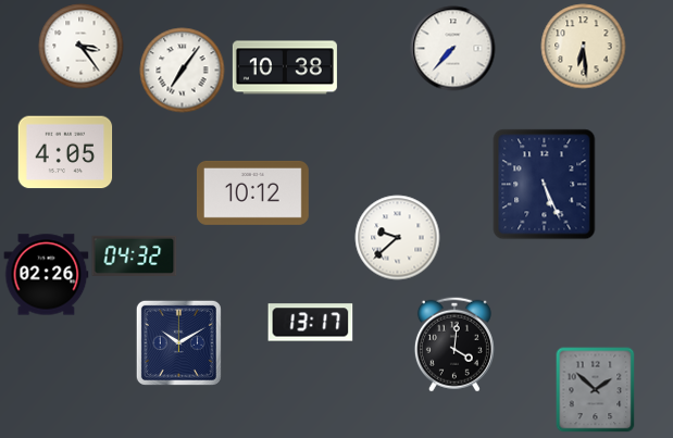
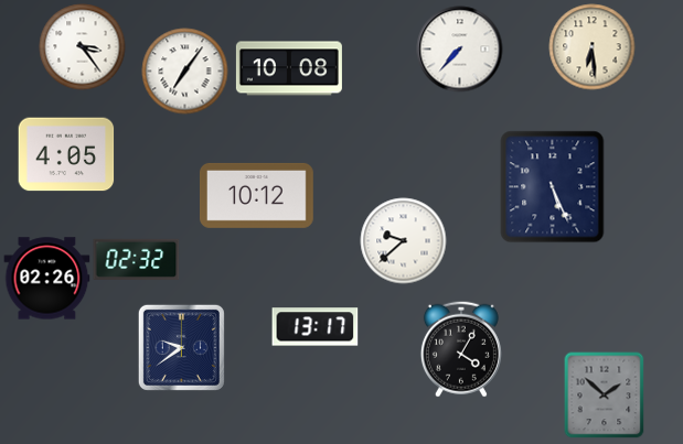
clock at (285, 67): 10:38 -> 10:08
clock at (134, 255): 04:32 -> 02:32
clock at (178, 342): 10:10 -> 9:39
clock at (454, 345): 4:01 -> 4:05
